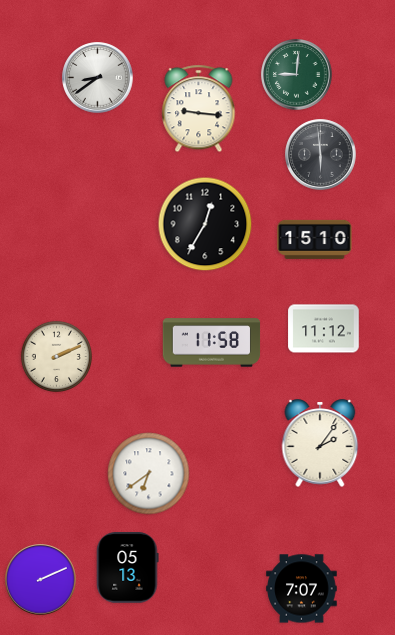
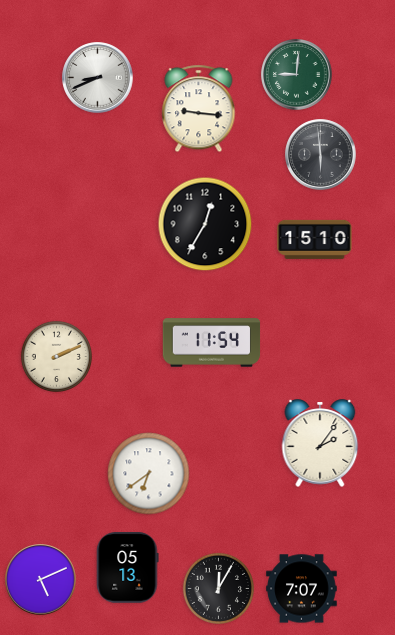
clock at (98, 78): 8:39 -> 8:41
clock at (324, 329): 11:12 -> none
clock at (212, 343): 11:58 -> 11:54
clock at (41, 580): 2:11 -> 5:11
clock at (218, 588): none -> 12:05
